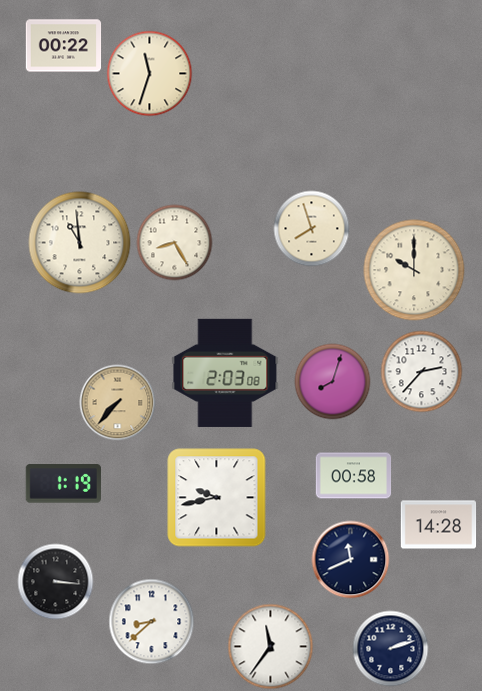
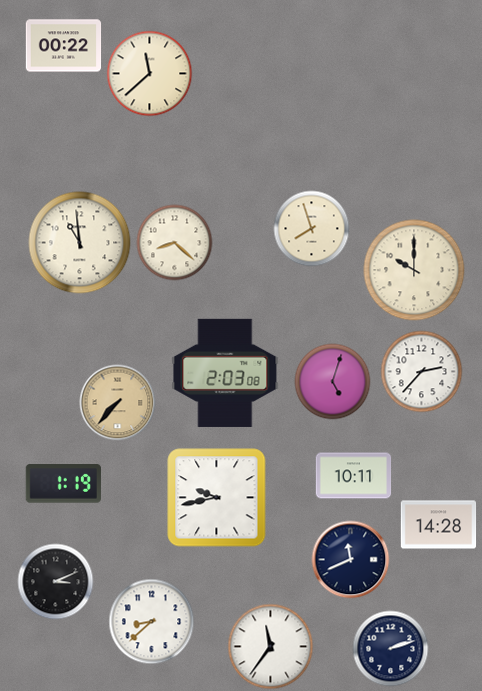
clock at (150, 74): 11:33 -> 11:38
clock at (175, 243): 8:25 -> 8:22
clock at (333, 382): 8:03 -> 5:03
clock at (354, 476): 00:58 -> 10:11
clock at (56, 582): 3:16 -> 3:11
